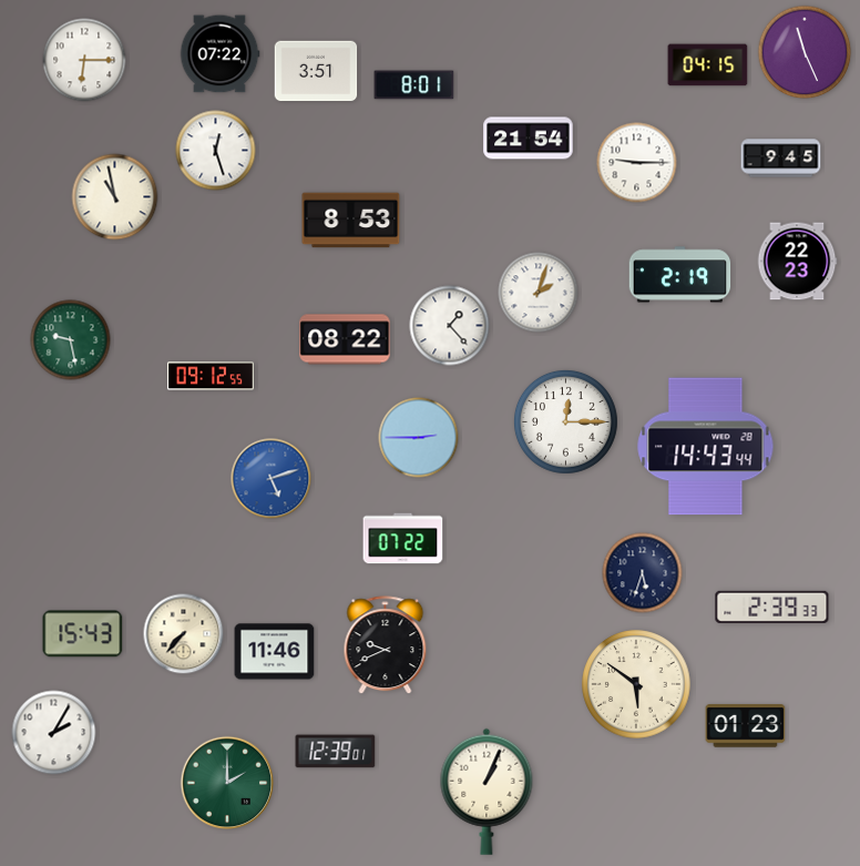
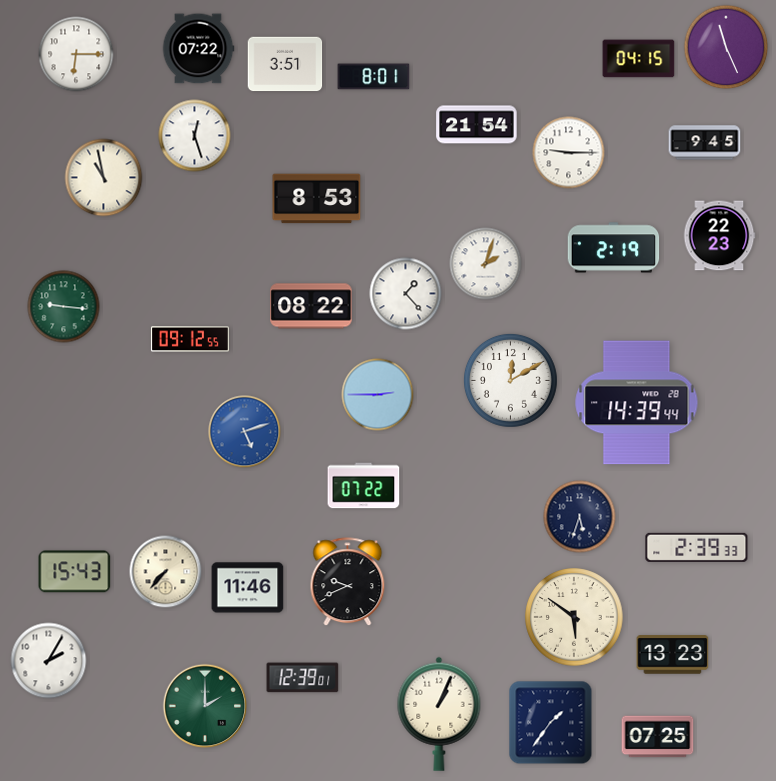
clock at (637, 163) position: (637, 163) -> (569, 153)
clock at (71, 340): 9:28 -> 9:16
clock at (565, 421): 12:15 -> 12:10
clock at (706, 447): 14:43 -> 14:39
clock at (746, 726): 01:23 -> 13:23
clock at (551, 723): none -> 1:36
clock at (658, 737): none -> 07:25
